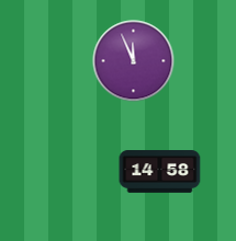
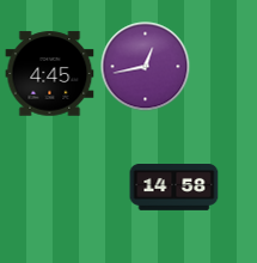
clock at (134, 61): 11:56 -> 12:43
clock at (50, 74): none -> 4:45
